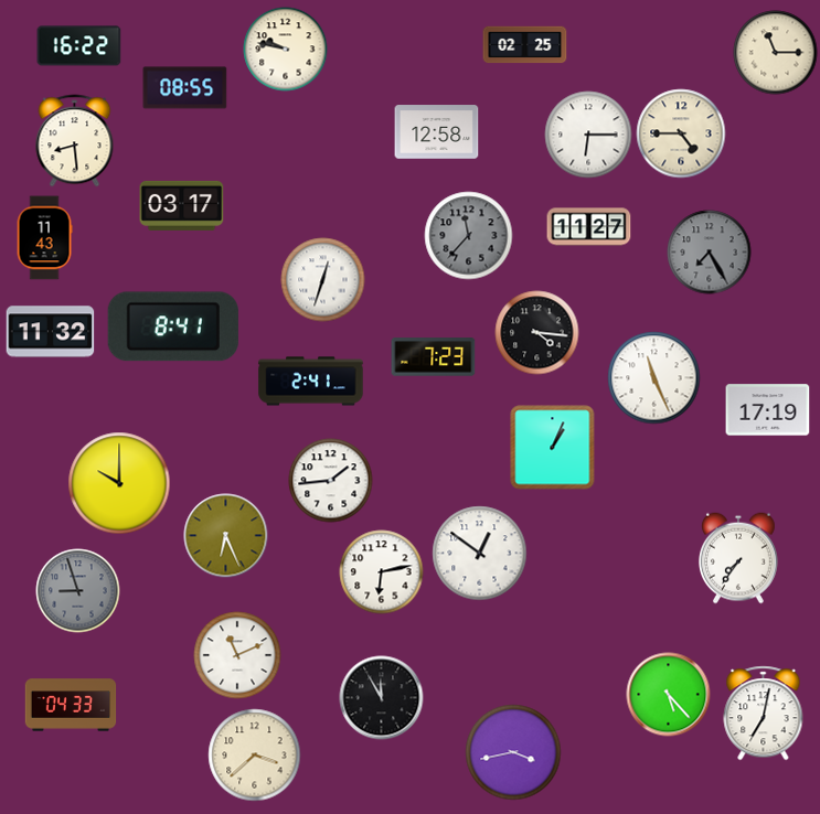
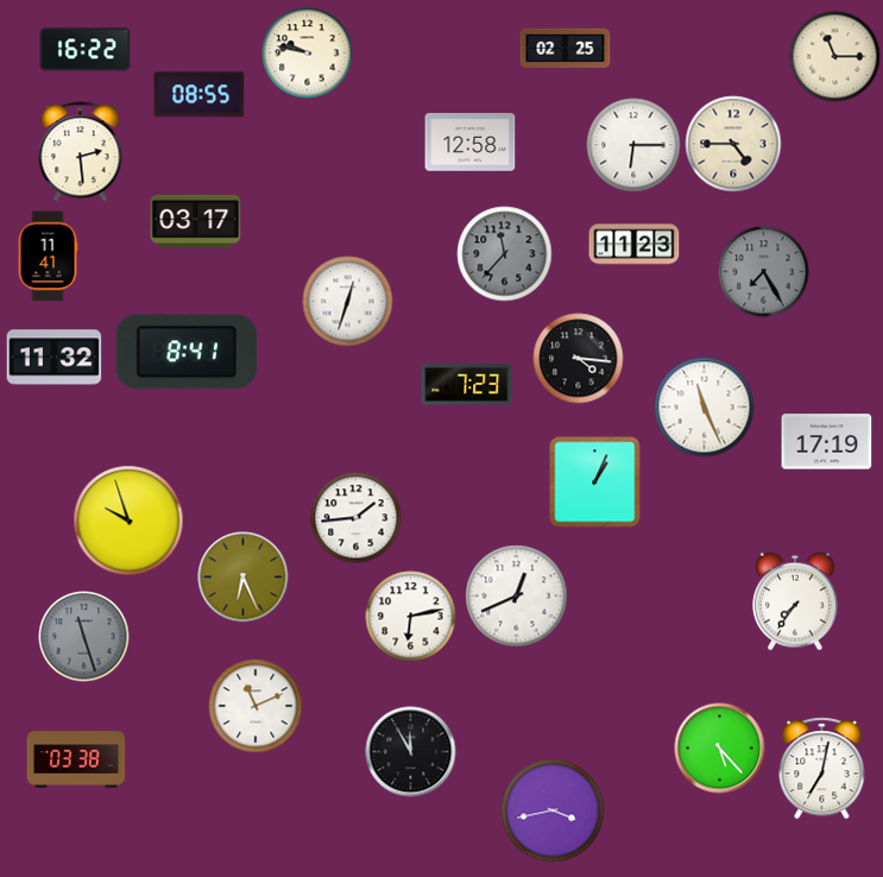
clock at (75, 141): 8:29 -> 2:29
clock at (589, 227): 11:27 -> 11:23
clock at (44, 238): 11:43 -> 11:41
clock at (311, 382): 2:41 -> none
clock at (119, 483): 10:00 -> 9:57
clock at (480, 554): 12:51 -> 12:41
clock at (78, 591): 8:57 -> 11:27
clock at (71, 705): 04:33 -> 03:38
clock at (255, 756): 3:38 -> none
